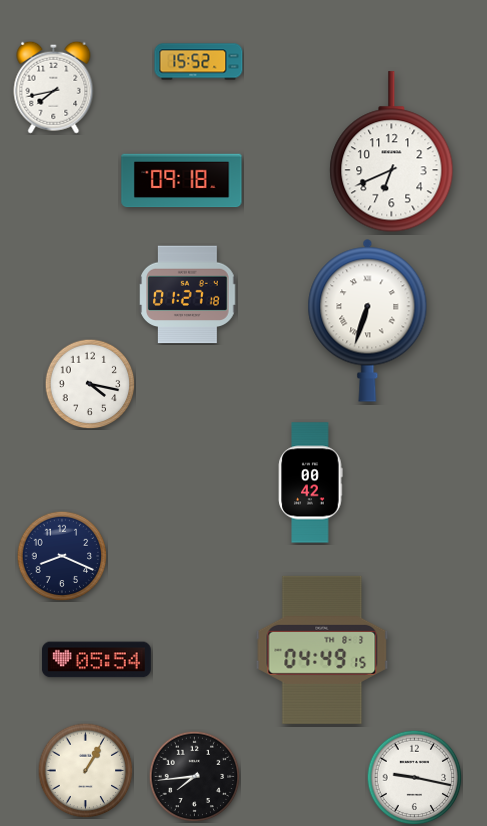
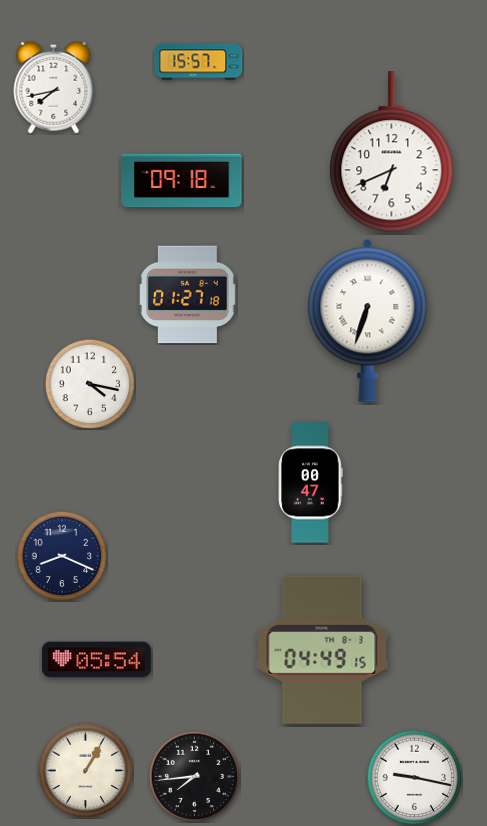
clock at (199, 62): 15:52 -> 15:57
clock at (311, 483): 00:42 -> 00:47
